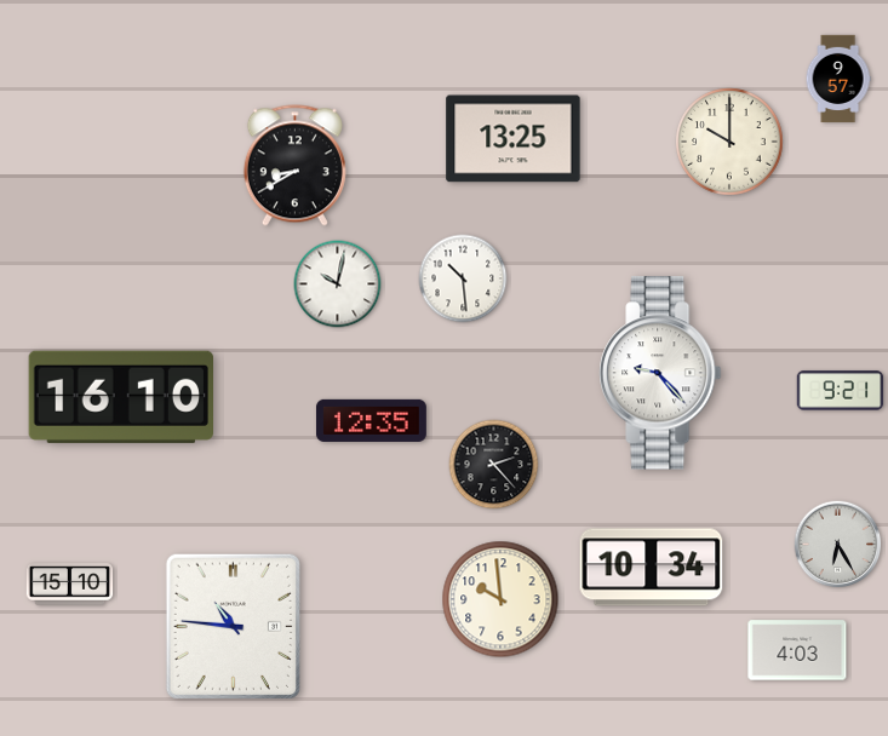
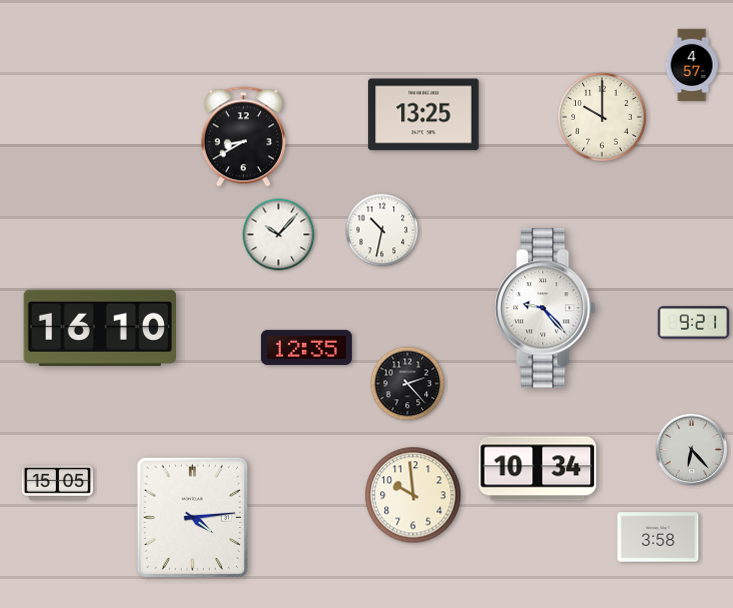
clock at (838, 79): 9:57 -> 4:57
clock at (463, 278): 10:29 -> 10:32
clock at (338, 284): 10:02 -> 10:07
clock at (838, 545): 6:25 -> 6:23
clock at (70, 585): 15:10 -> 15:05
clock at (233, 626): 10:46 -> 4:14
clock at (797, 650): 4:03 -> 3:58
